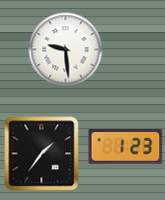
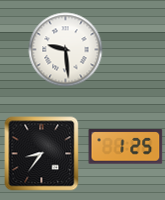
clock at (126, 147): 1:23 -> 1:25
clock at (42, 154): 1:36 -> 8:36
